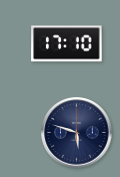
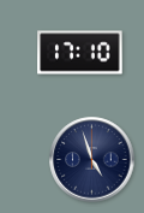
clock at (77, 133): 5:48 -> 4:57
